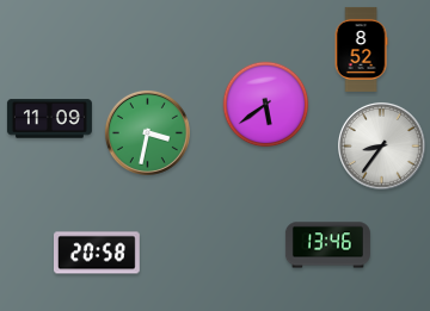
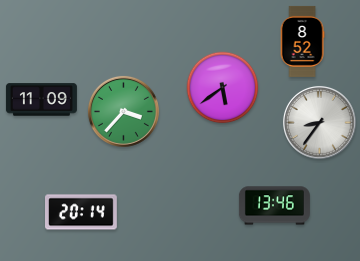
clock at (147, 132): 3:32 -> 3:37
clock at (98, 253): 20:58 -> 20:14
